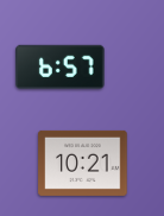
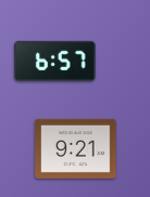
clock at (83, 163): 10:21 -> 9:21
